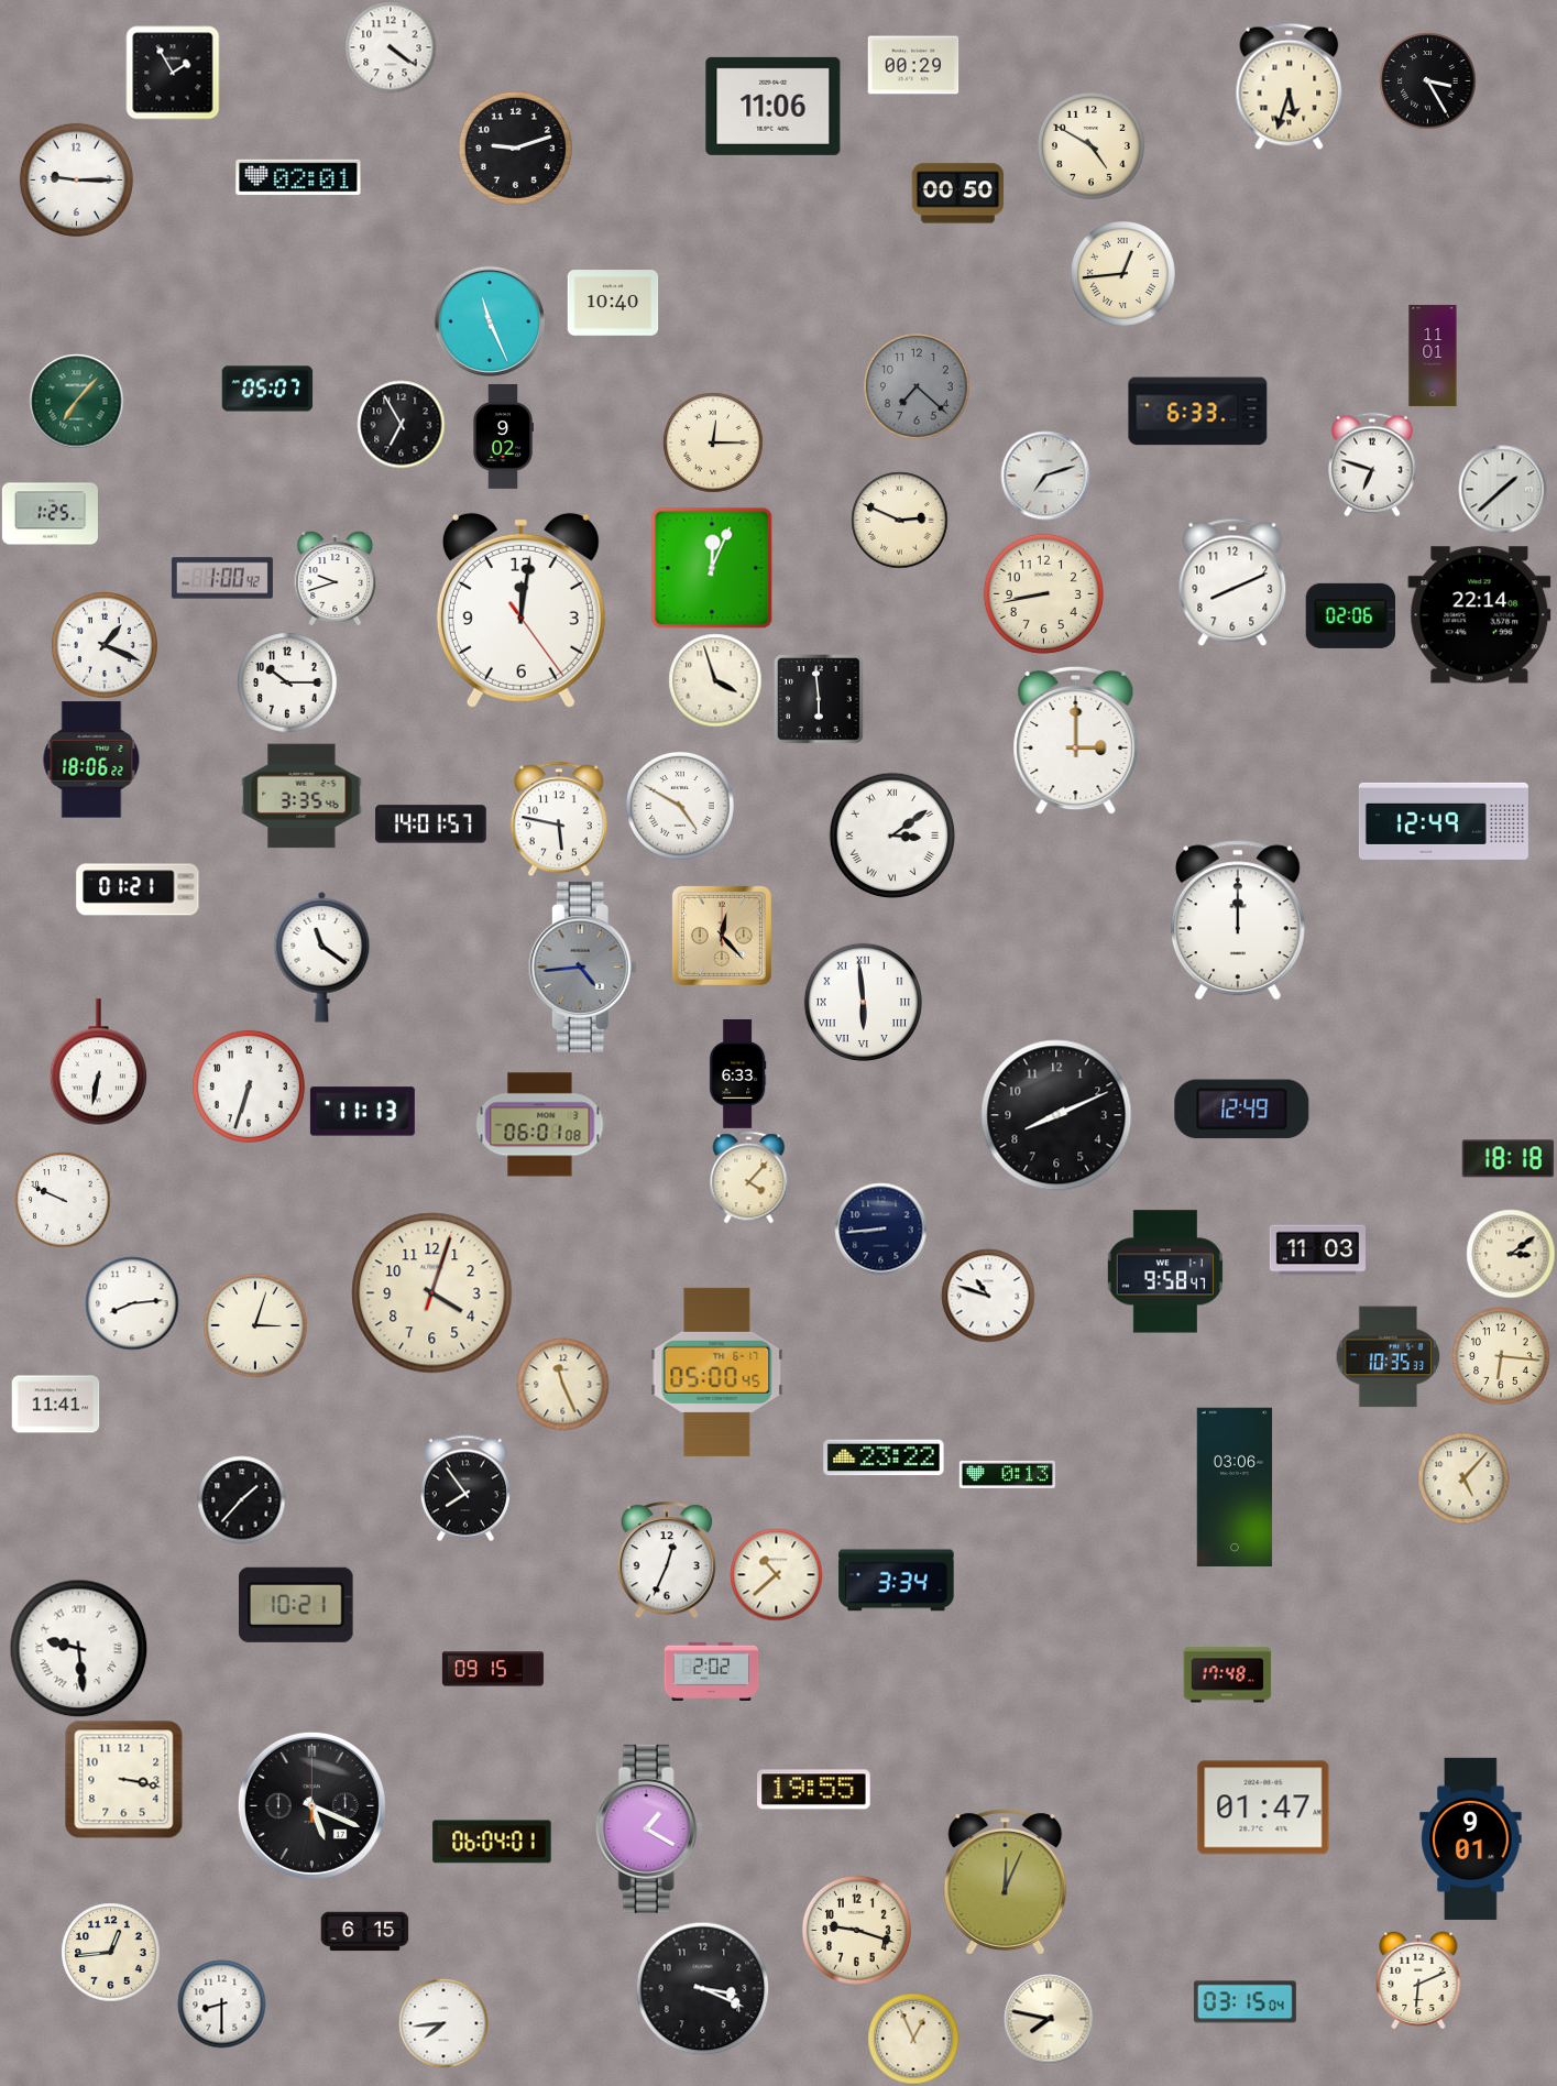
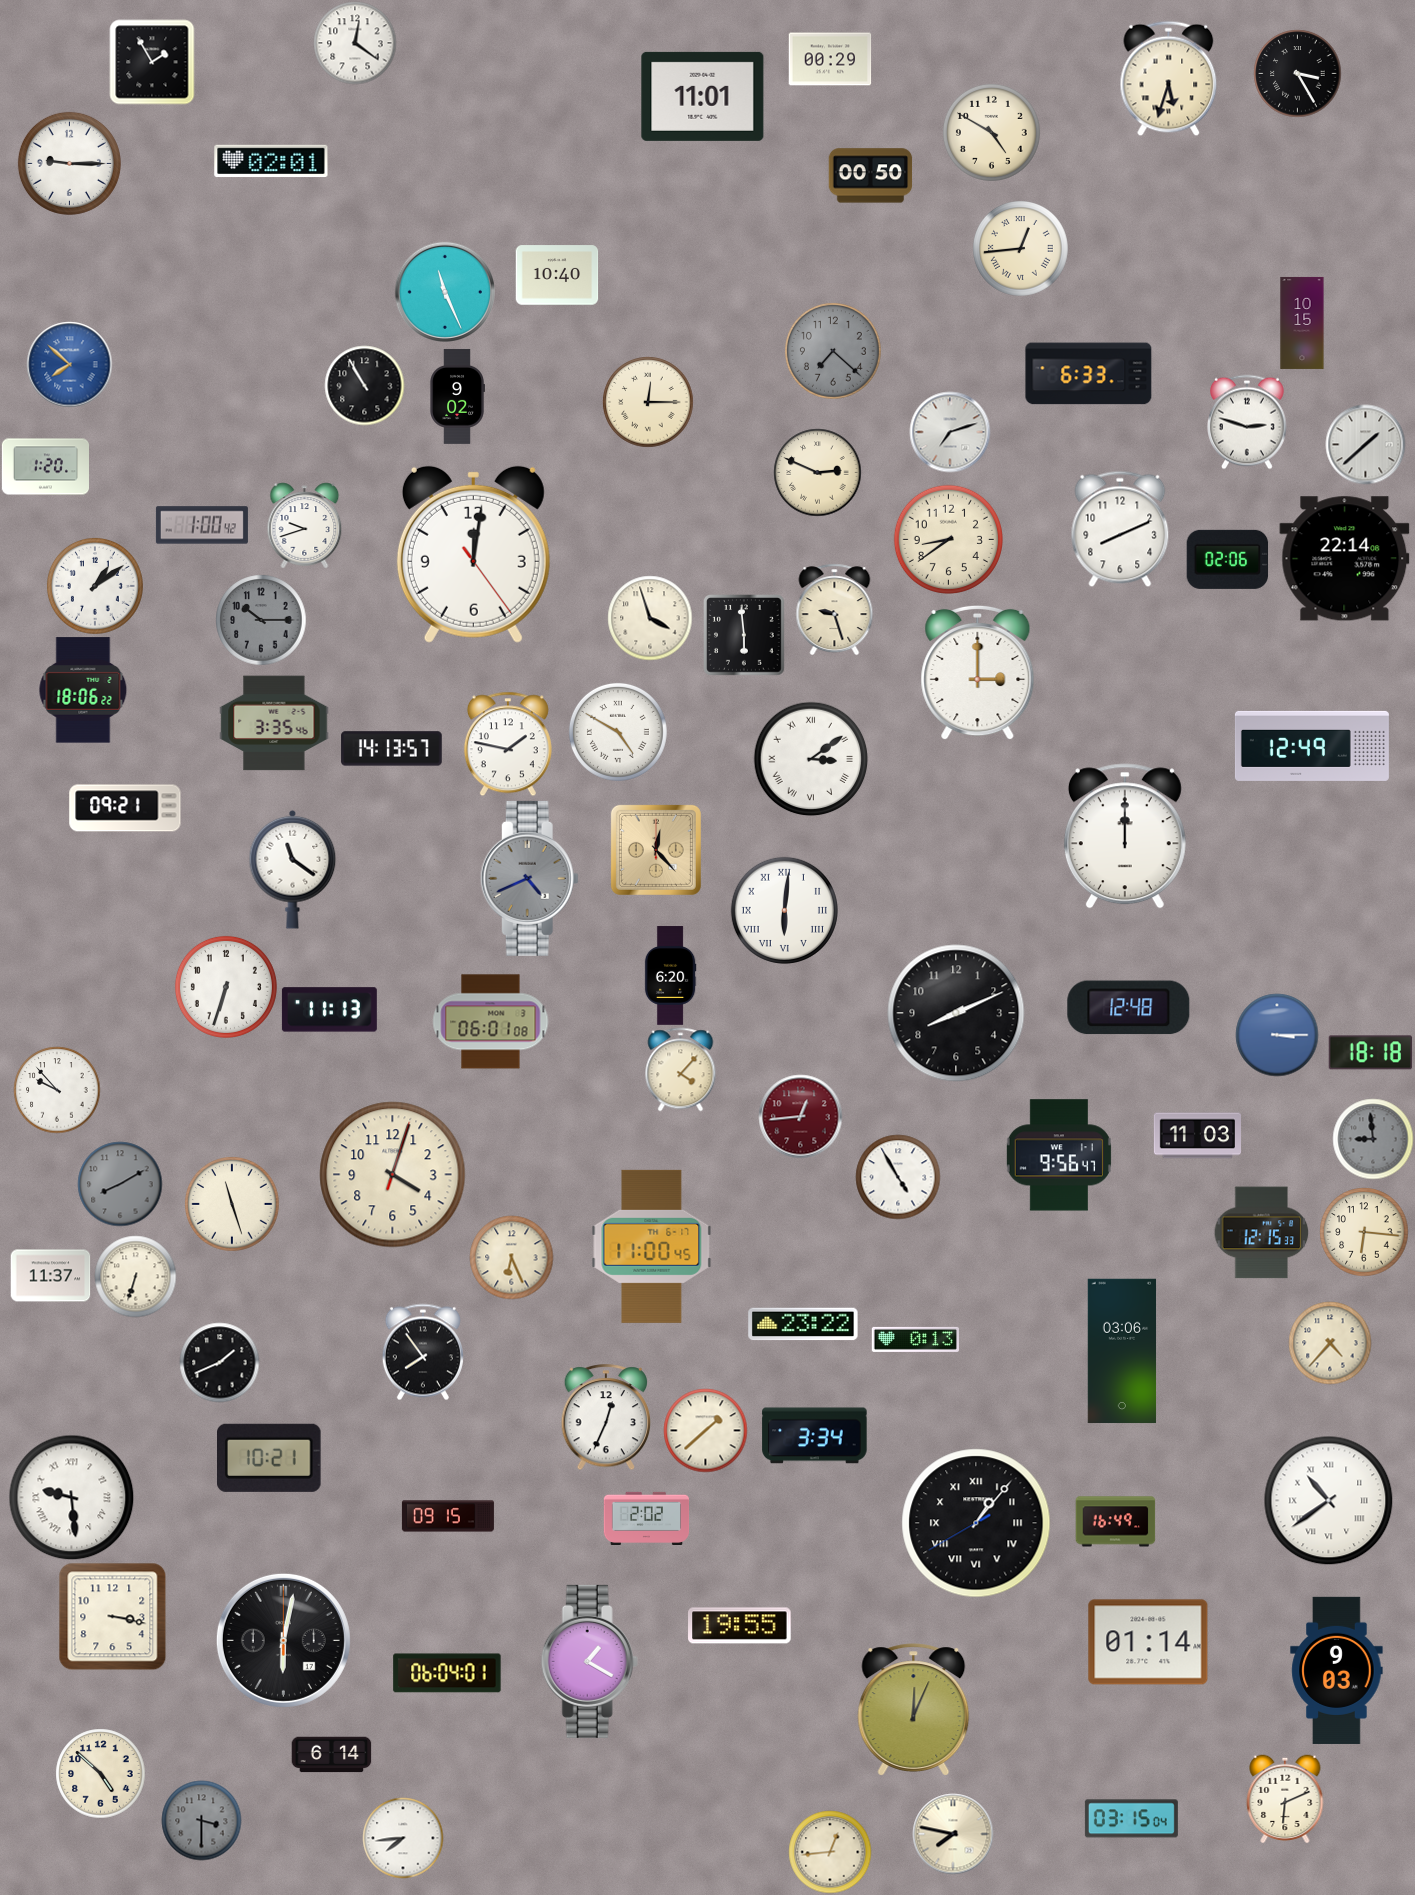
clock at (391, 47): 4:21 -> 12:21
clock at (173, 73) position: (173, 73) -> (152, 62)
clock at (1290, 86) position: (1290, 86) -> (1169, 78)
clock at (774, 106): 11:06 -> 11:01
clock at (515, 148): 9:12 -> none
clock at (1433, 356): 11:01 -> 10:15
clock at (267, 389): 05:07 -> none
clock at (76, 401): 7:07 -> 7:52
clock at (76, 401) dial: green -> blue
clock at (401, 424): 6:55 -> 10:55
clock at (1373, 465): 6:48 -> 2:48
clock at (50, 514): 1:25 -> 1:20
clock at (712, 568): 12:04 -> none
clock at (1043, 593): 8:43 -> 8:39
clock at (105, 645): 1:19 -> 1:09
clock at (835, 609): none -> 9:27
clock at (287, 682) dial: white -> grey
clock at (559, 819): 5:47 -> 1:47
clock at (431, 824): 14:01 -> 14:13
clock at (138, 889): 01:21 -> 09:21
clock at (582, 966): 4:44 -> 4:41
clock at (863, 1002): 5:59 -> 6:01
clock at (99, 1062): 6:32 -> none
clock at (737, 1074): 6:33 -> 6:20
clock at (1242, 1110): 12:49 -> 12:48
clock at (1056, 1115) position: (1056, 1115) -> (956, 1013)
clock at (1277, 1035): none -> 3:15
clock at (63, 1200): 9:49 -> 9:53
clock at (880, 1228): 8:44 -> 12:44
clock at (880, 1228) dial: navy -> burgundy
clock at (1511, 1254): 3:09 -> 8:59
clock at (1511, 1254) dial: cream -> grey
clock at (1165, 1271): 9:58 -> 9:56
clock at (988, 1296): 10:48 -> 4:55
clock at (132, 1303): 8:14 -> 8:10
clock at (132, 1303) dial: white -> grey
clock at (255, 1325): 3:03 -> 11:27
clock at (1388, 1357): 10:35 -> 12:15
clock at (717, 1372): 05:00 -> 11:00
clock at (562, 1384): 11:26 -> 6:26
clock at (55, 1405): 11:41 -> 11:37
clock at (135, 1276): none -> 6:33
clock at (1463, 1478): 5:07 -> 4:37
clock at (241, 1499): 1:37 -> 1:41
clock at (776, 1574): 10:38 -> 1:38
clock at (1328, 1500): none -> 10:39
clock at (1227, 1675): 17:48 -> 16:49
clock at (976, 1523): none -> 1:06
clock at (311, 1805): 5:19 -> 6:02
clock at (1263, 1807): 01:47 -> 01:14
clock at (1471, 1838): 9:01 -> 9:03
clock at (856, 1930): 9:18 -> none
clock at (364, 1932): 6:15 -> 6:14
clock at (110, 1952): 12:44 -> 4:52
clock at (1418, 1980) position: (1418, 1980) -> (1285, 1799)
clock at (702, 1988): 3:19 -> none
clock at (221, 2003): 8:30 -> 3:30
clock at (221, 2003) dial: white -> grey
clock at (913, 2039): 12:56 -> 12:44
